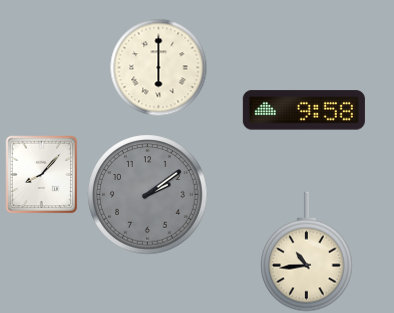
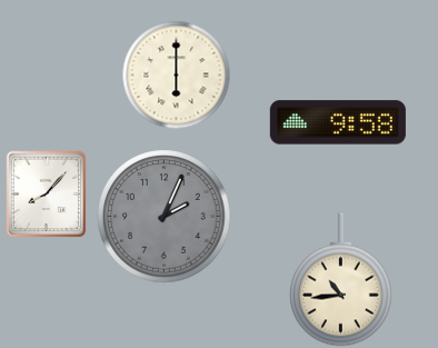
clock at (148, 195): 2:09 -> 2:04
